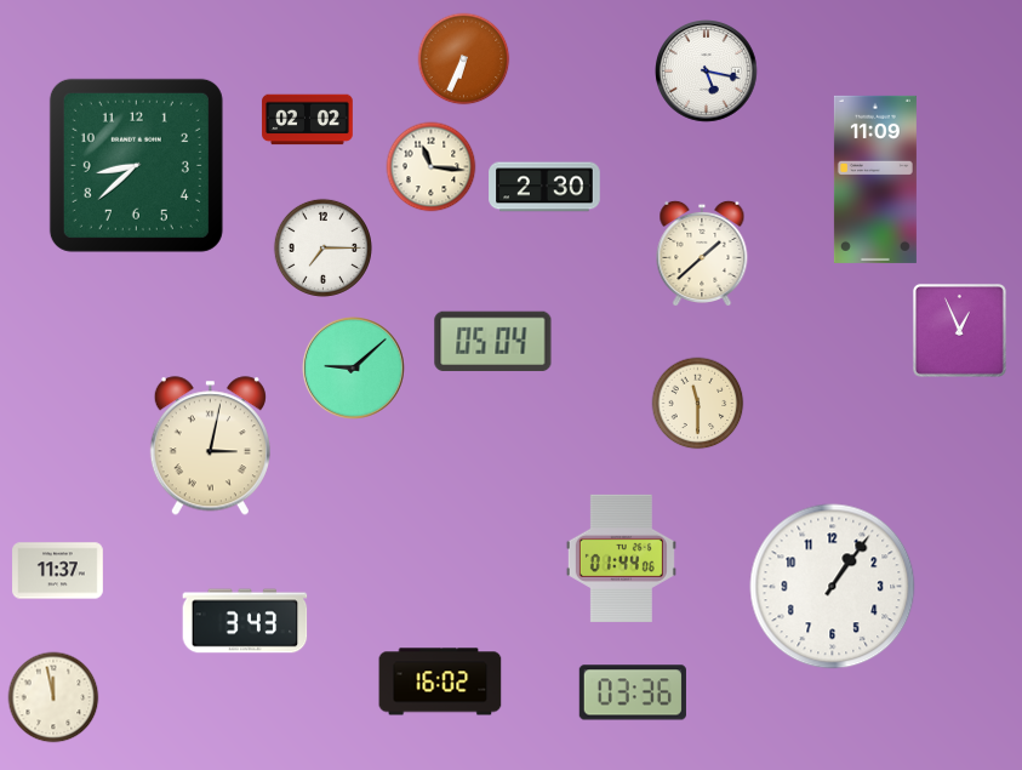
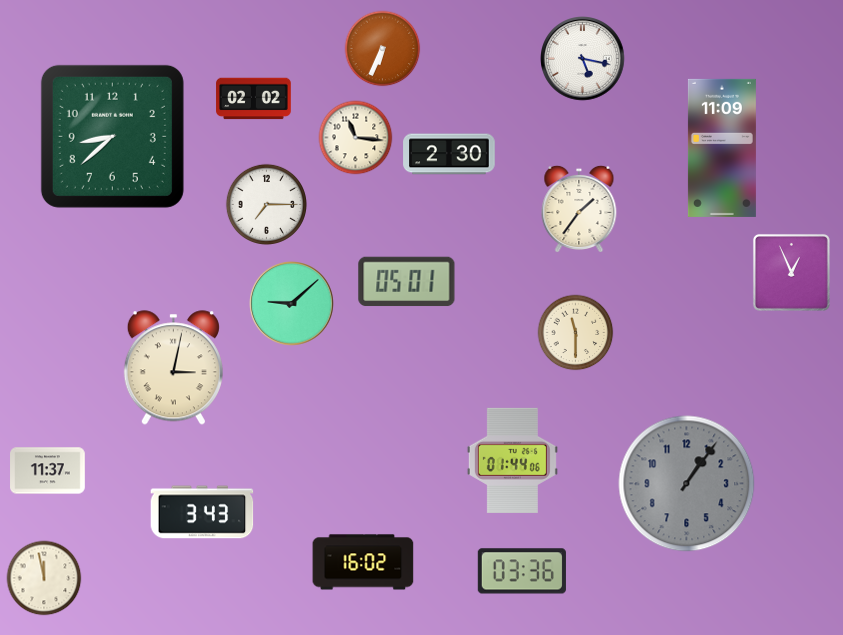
clock at (702, 252): 1:38 -> 1:36
clock at (493, 342): 05:04 -> 05:01
clock at (833, 587) dial: white -> grey
clock at (53, 697) position: (53, 697) -> (44, 578)
